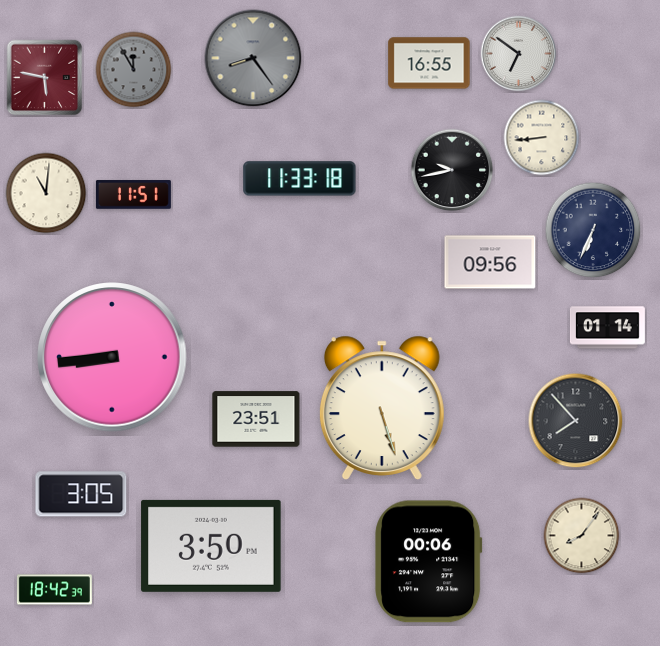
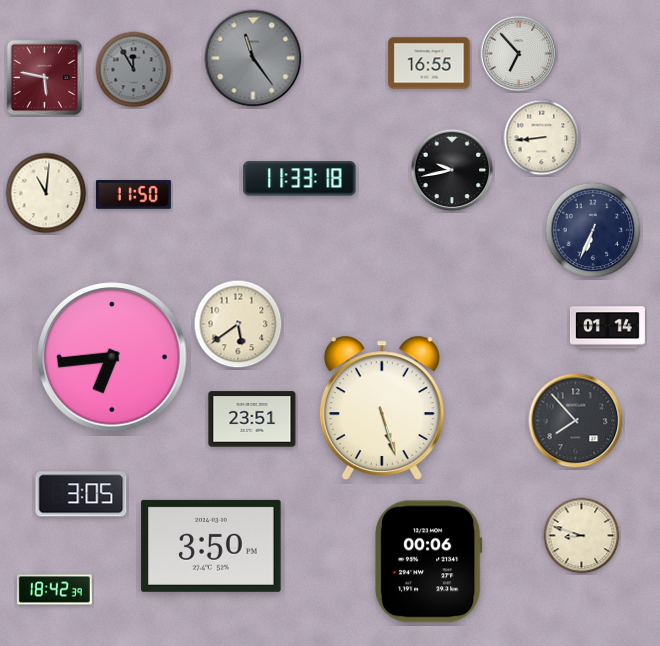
clock at (519, 54): 6:51 -> 6:53
clock at (253, 58): 8:24 -> 11:24
clock at (133, 195): 11:51 -> 11:50
clock at (490, 262): 09:56 -> none
clock at (238, 324): none -> 5:39
clock at (112, 357): 8:44 -> 6:44
clock at (256, 419) position: (256, 419) -> (252, 419)
clock at (582, 536): 8:06 -> 8:48
